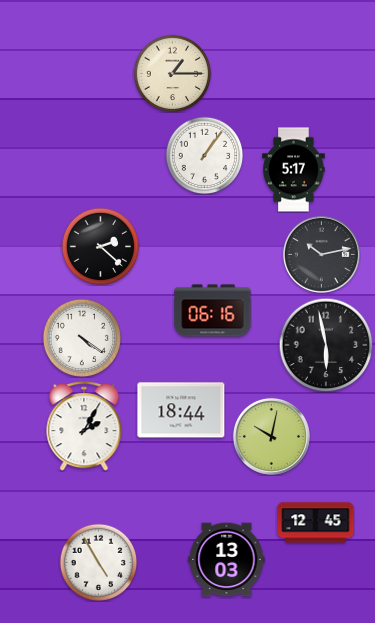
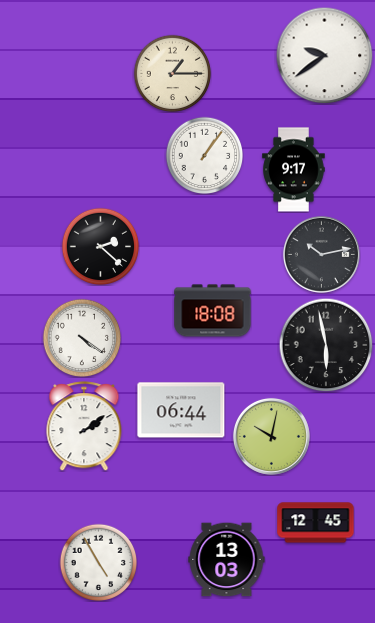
clock at (324, 55): none -> 9:39
clock at (294, 170): 5:17 -> 9:17
clock at (213, 311): 06:16 -> 18:08
clock at (181, 410): 18:44 -> 06:44
clock at (84, 426): 2:05 -> 2:09
